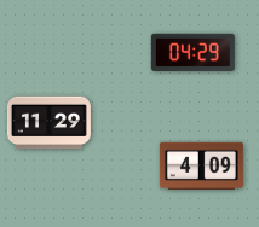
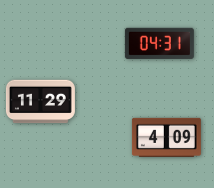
clock at (192, 52): 04:29 -> 04:31
